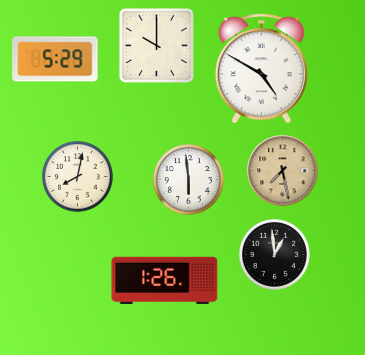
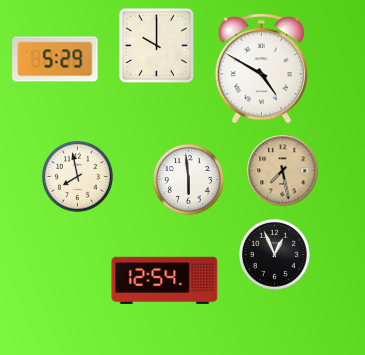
clock at (77, 176): 8:02 -> 7:58
clock at (274, 254): 12:59 -> 12:56
clock at (165, 280): 1:26 -> 12:54
